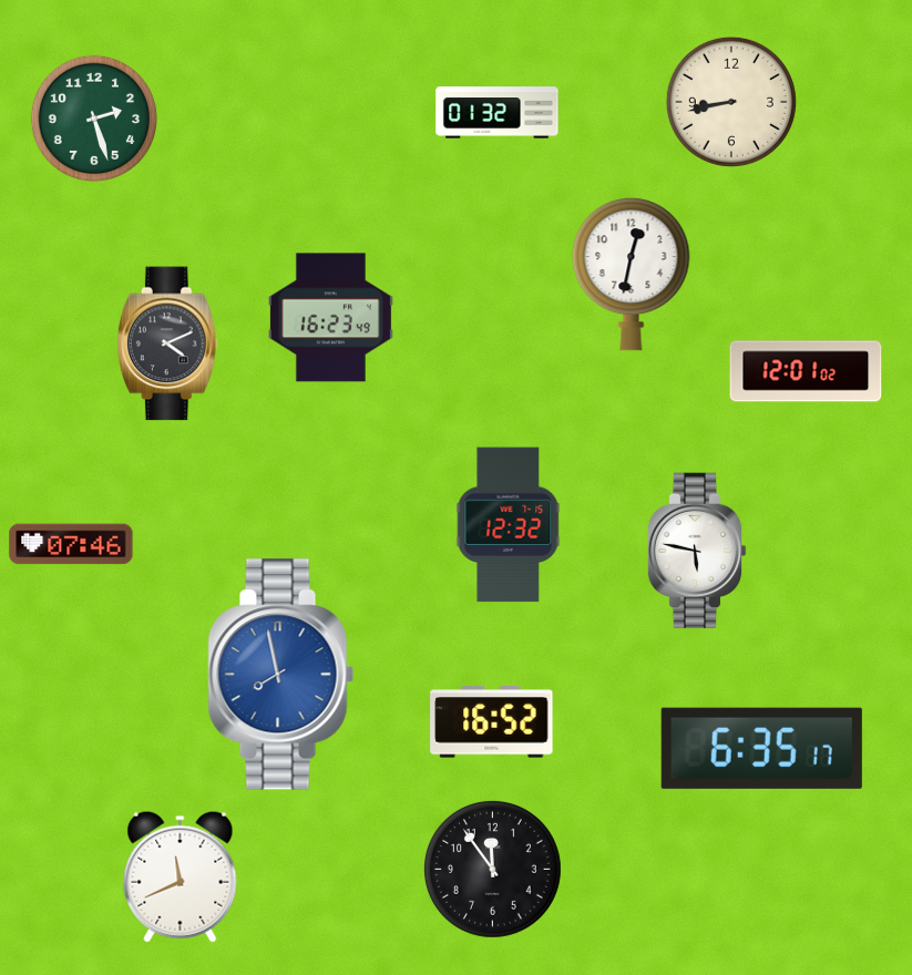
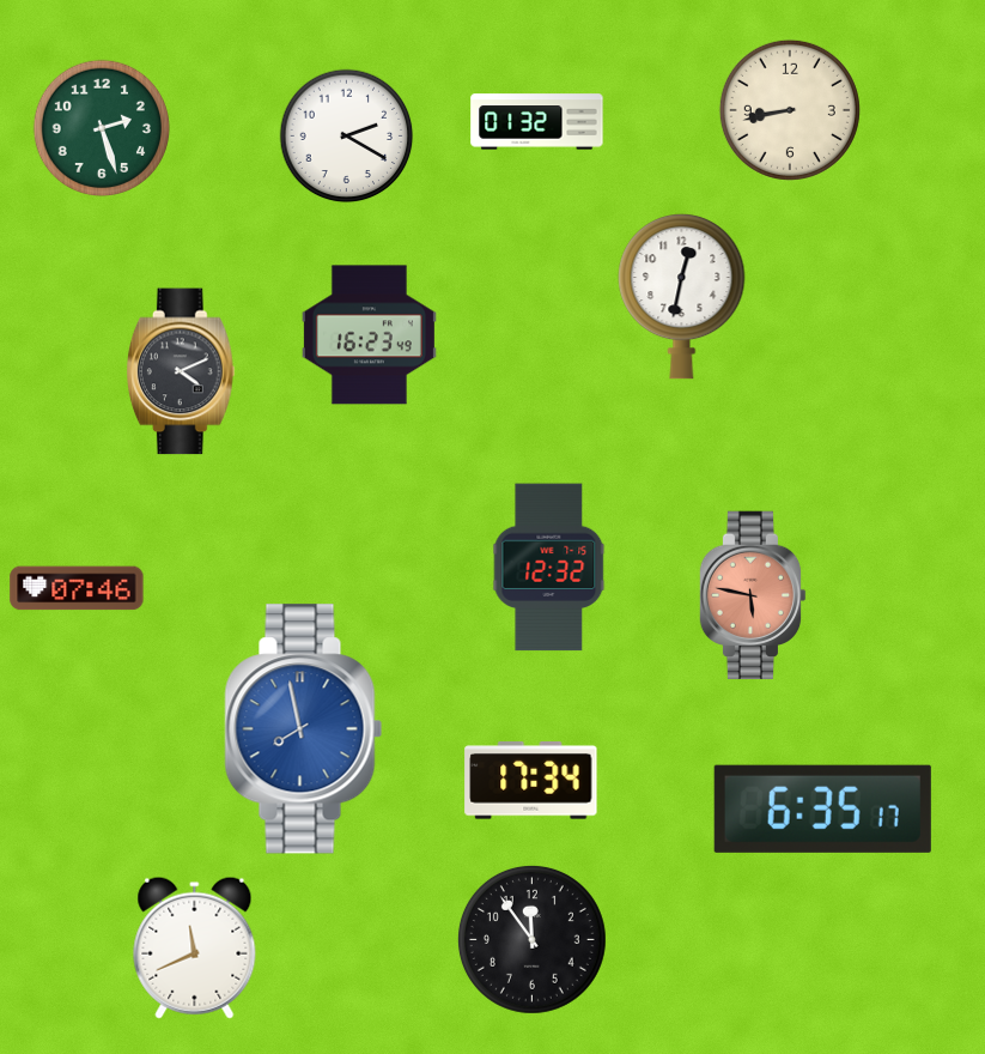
clock at (347, 137): none -> 2:20
clock at (330, 318) position: (330, 318) -> (369, 335)
clock at (806, 371): 12:01 -> none
clock at (697, 551) dial: white -> salmon
clock at (492, 722): 16:52 -> 17:34
